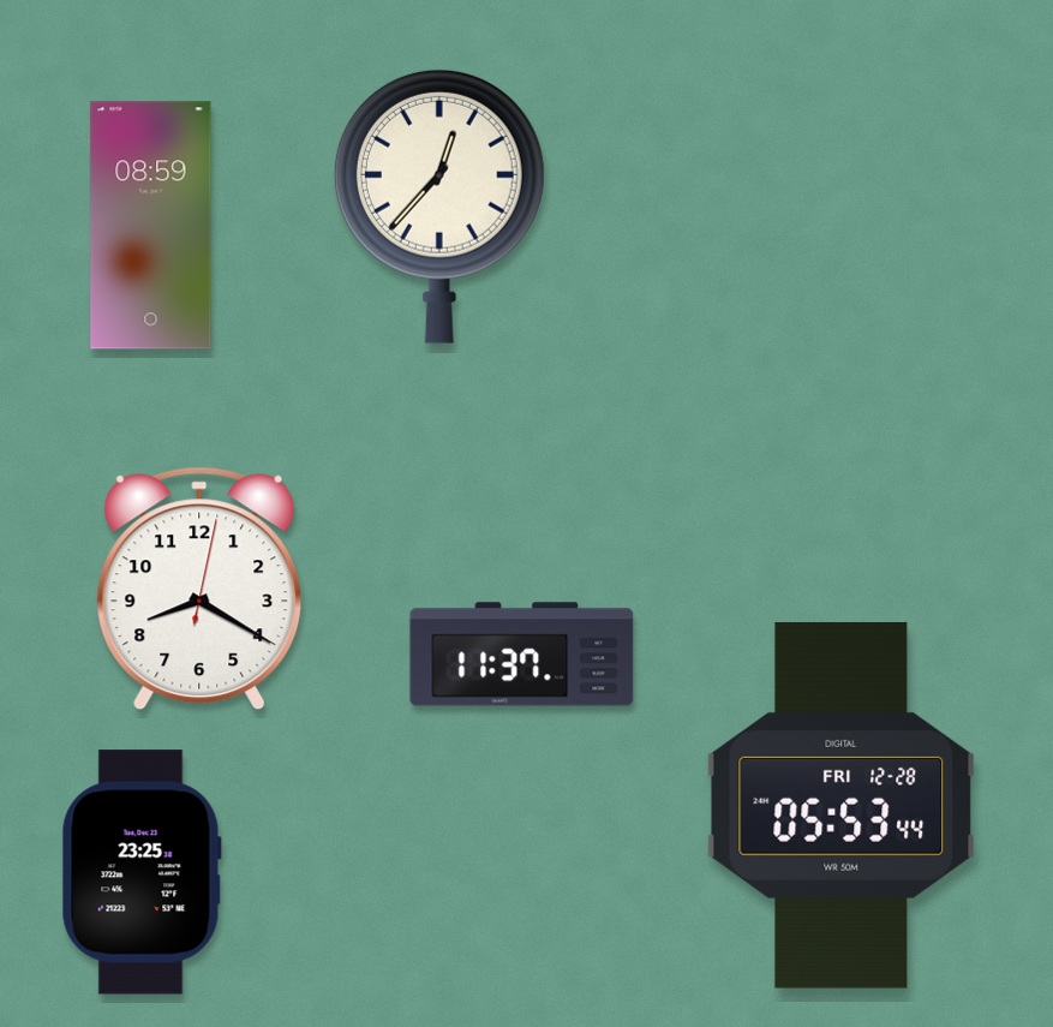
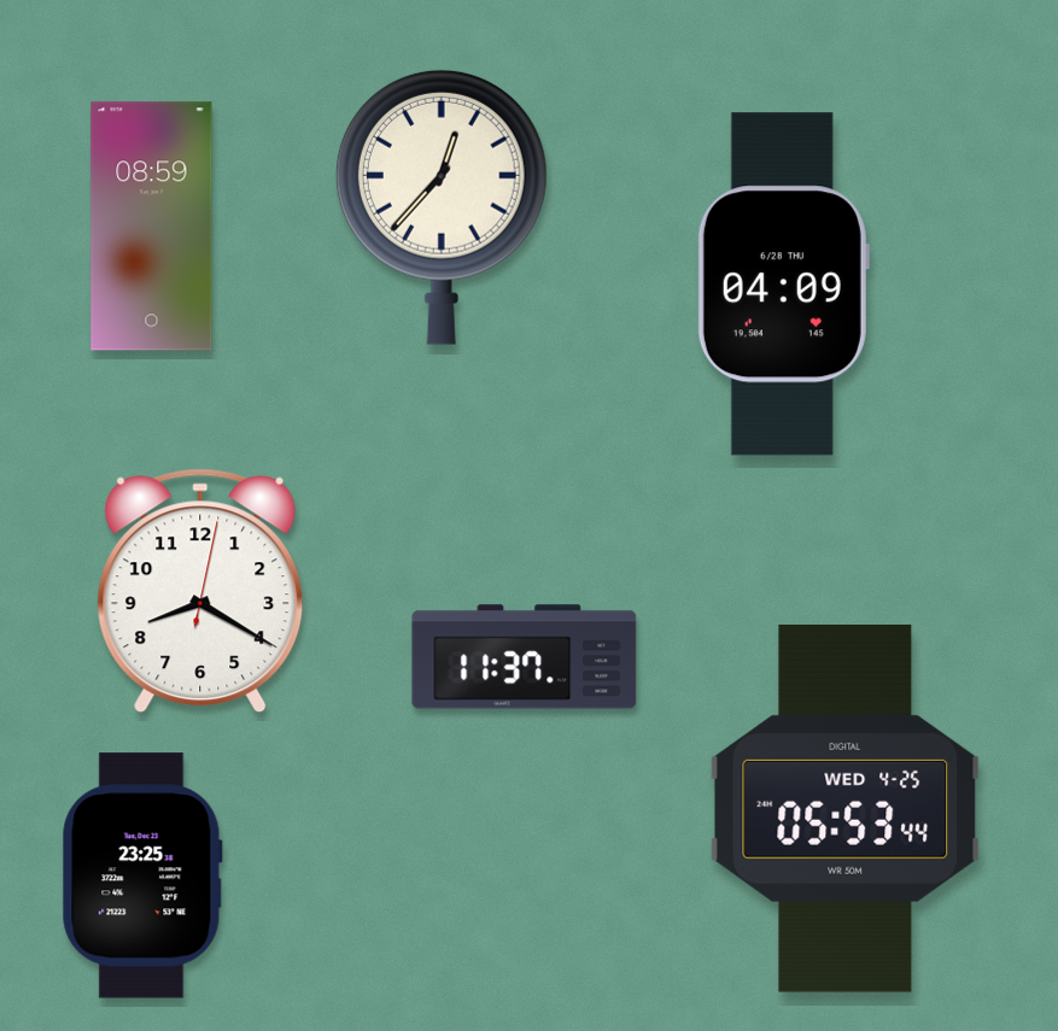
clock at (783, 285): none -> 04:09
clock at (842, 805) date: FRI 12-28 -> WED 4-25
